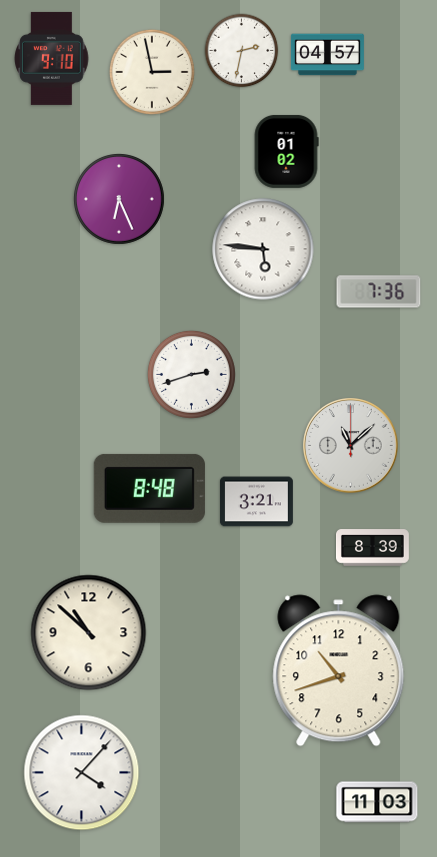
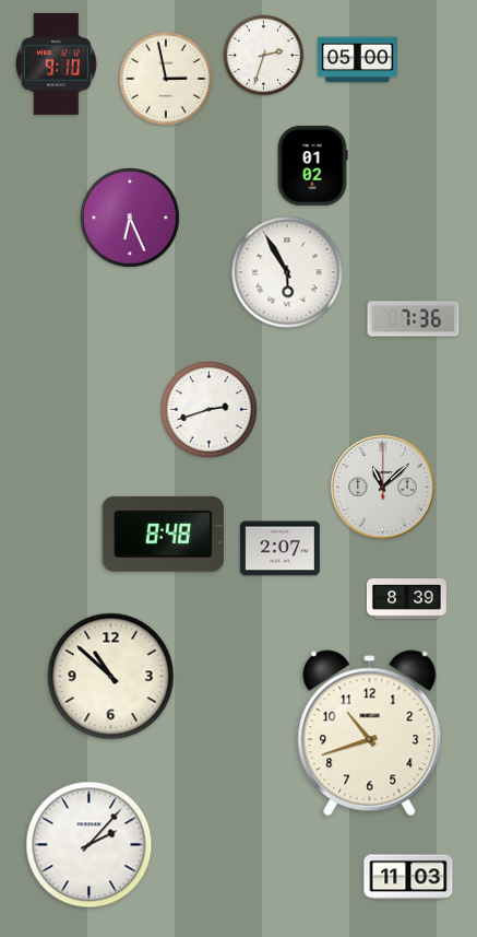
clock at (242, 51): 2:32 -> 2:33
clock at (327, 55): 04:57 -> 05:00
clock at (263, 249): 5:46 -> 5:55
clock at (256, 502): 3:21 -> 2:07
clock at (89, 633) position: (89, 633) -> (111, 677)
clock at (82, 773): 4:07 -> 2:07
clock at (377, 802) position: (377, 802) -> (408, 877)
